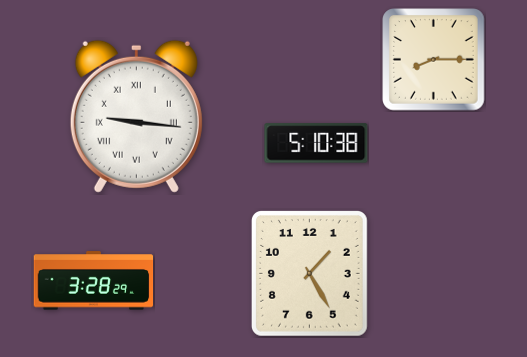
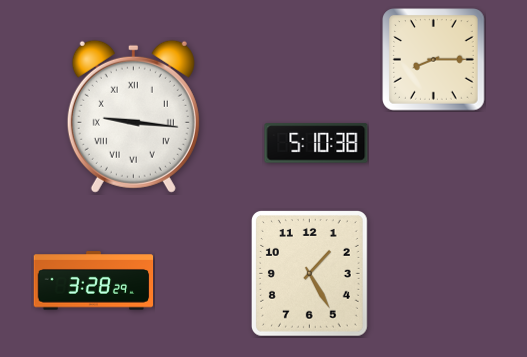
clock at (136, 116) position: (136, 116) -> (133, 116)
